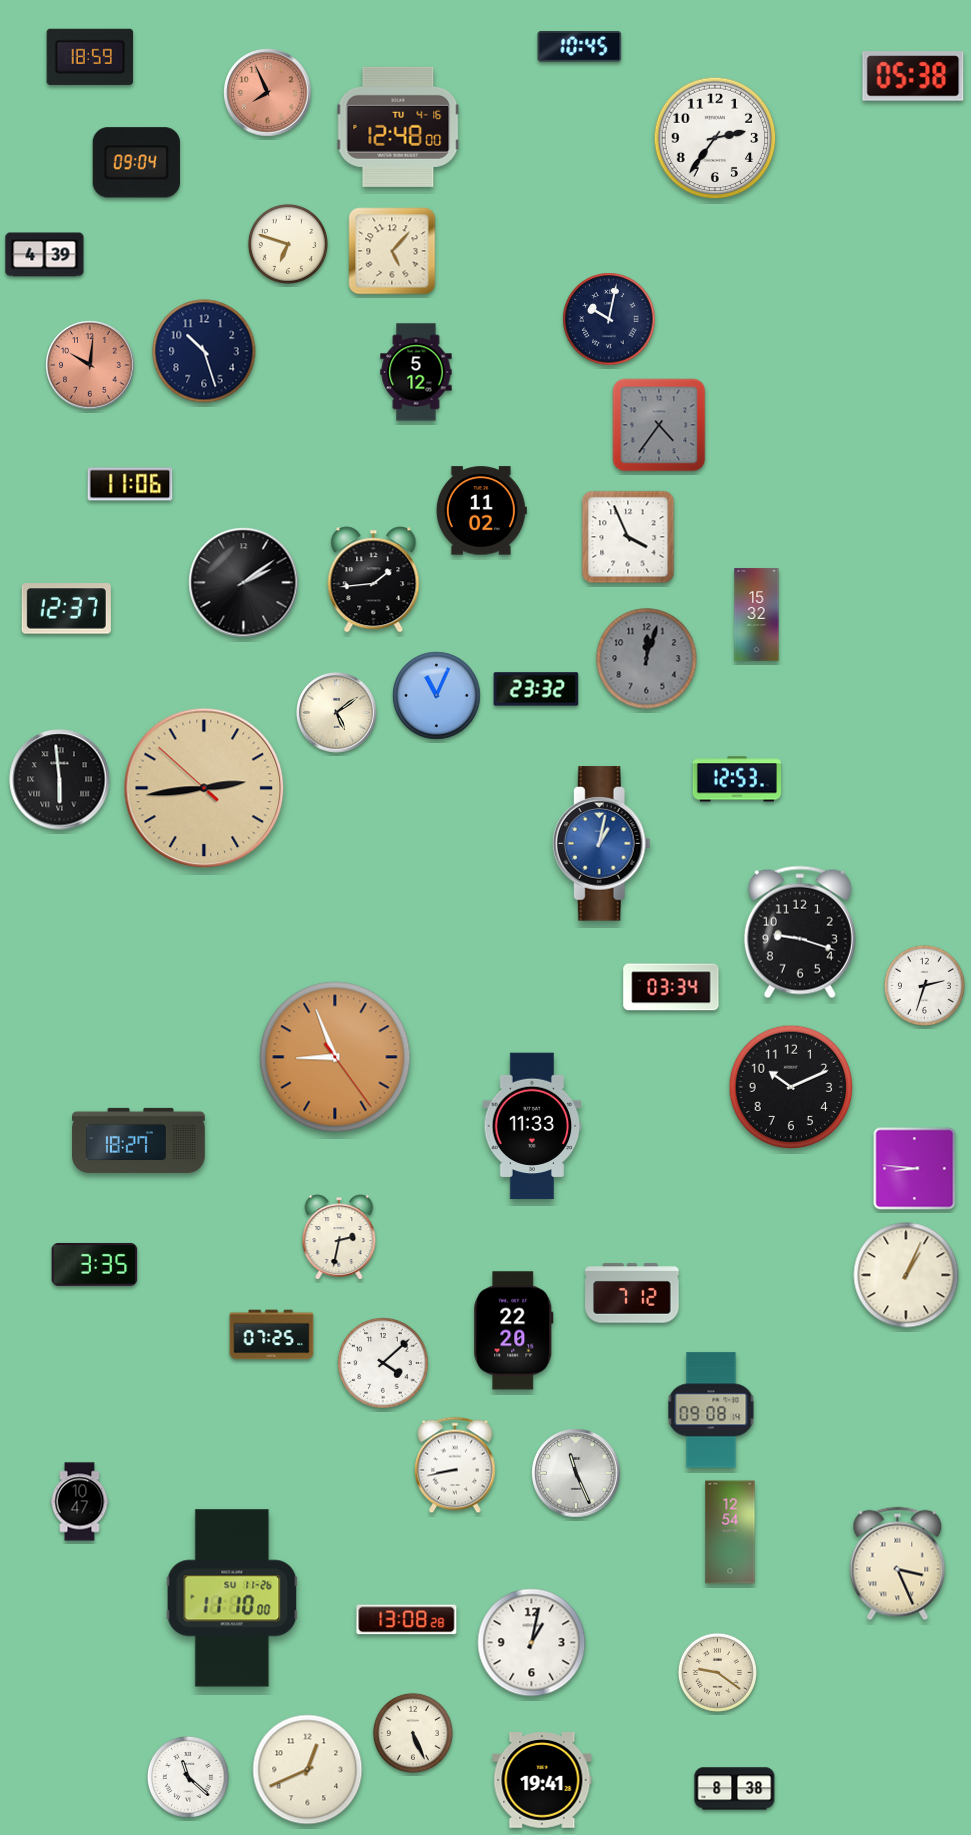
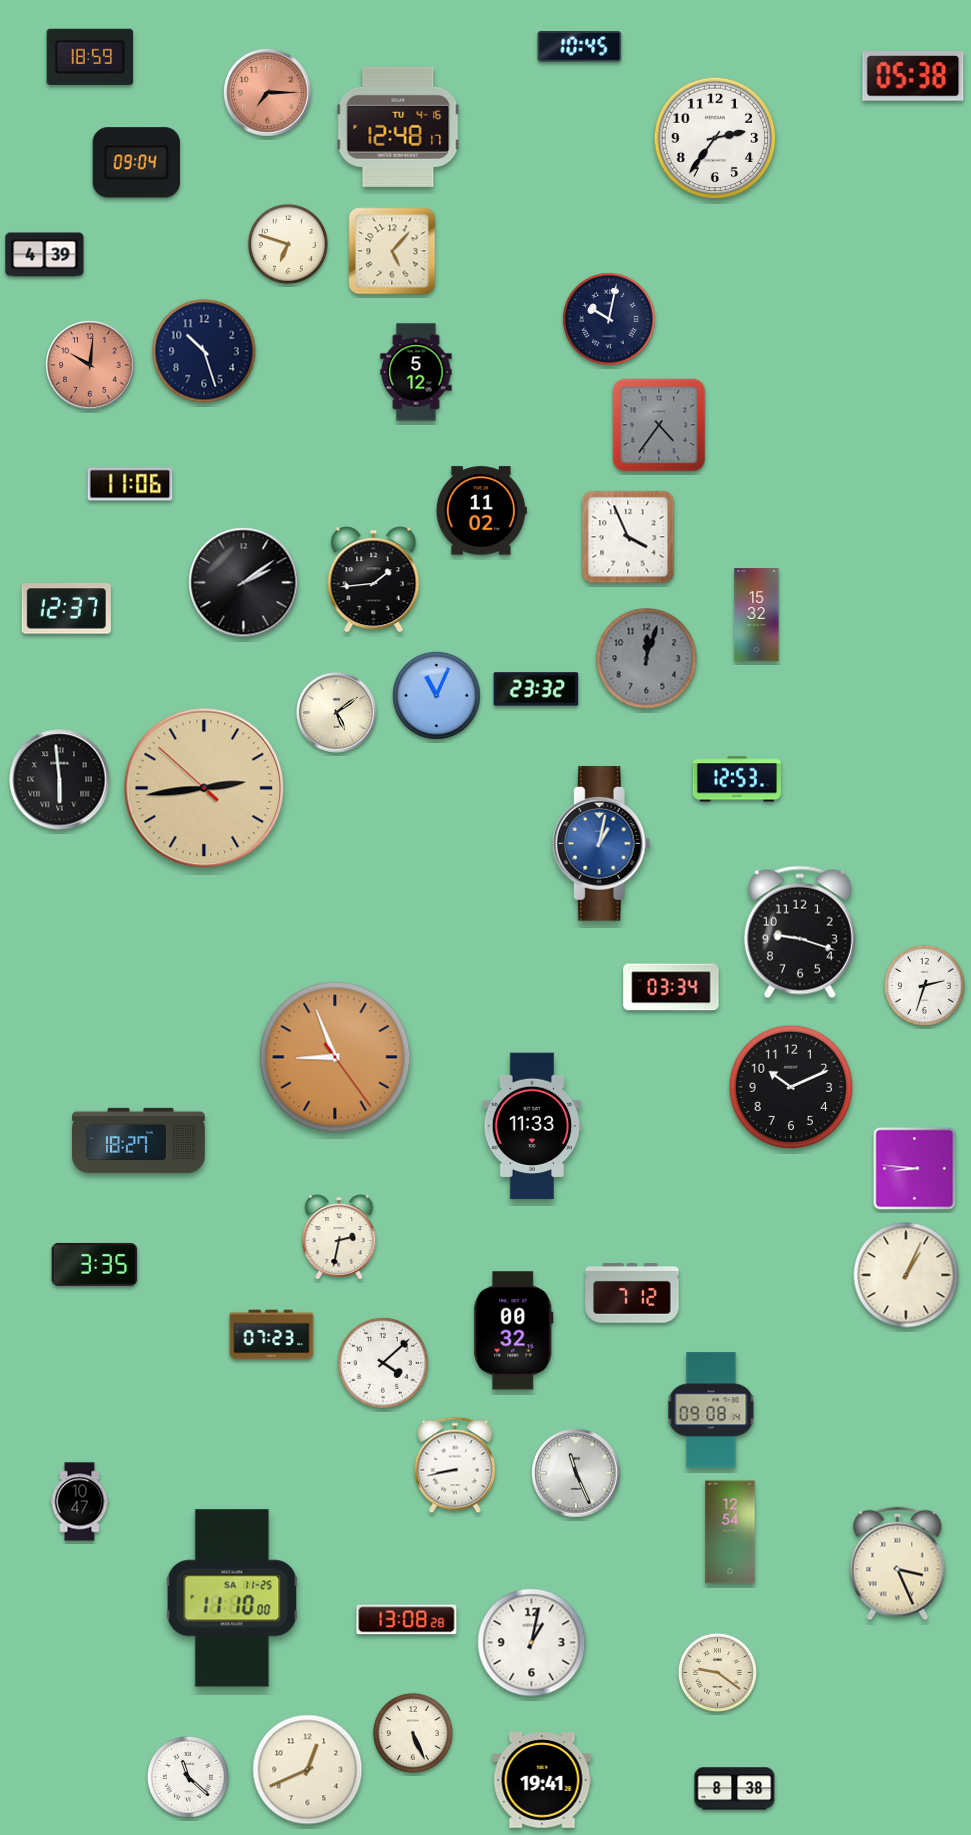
clock at (268, 93): 7:56 -> 7:15
clock at (398, 127): 12:48:00 -> 12:48:17
clock at (514, 1331): 22:20 -> 00:32
clock at (272, 1335): 07:25 -> 07:23
clock at (232, 1598) date: SU 11-26 -> SA 11-25
